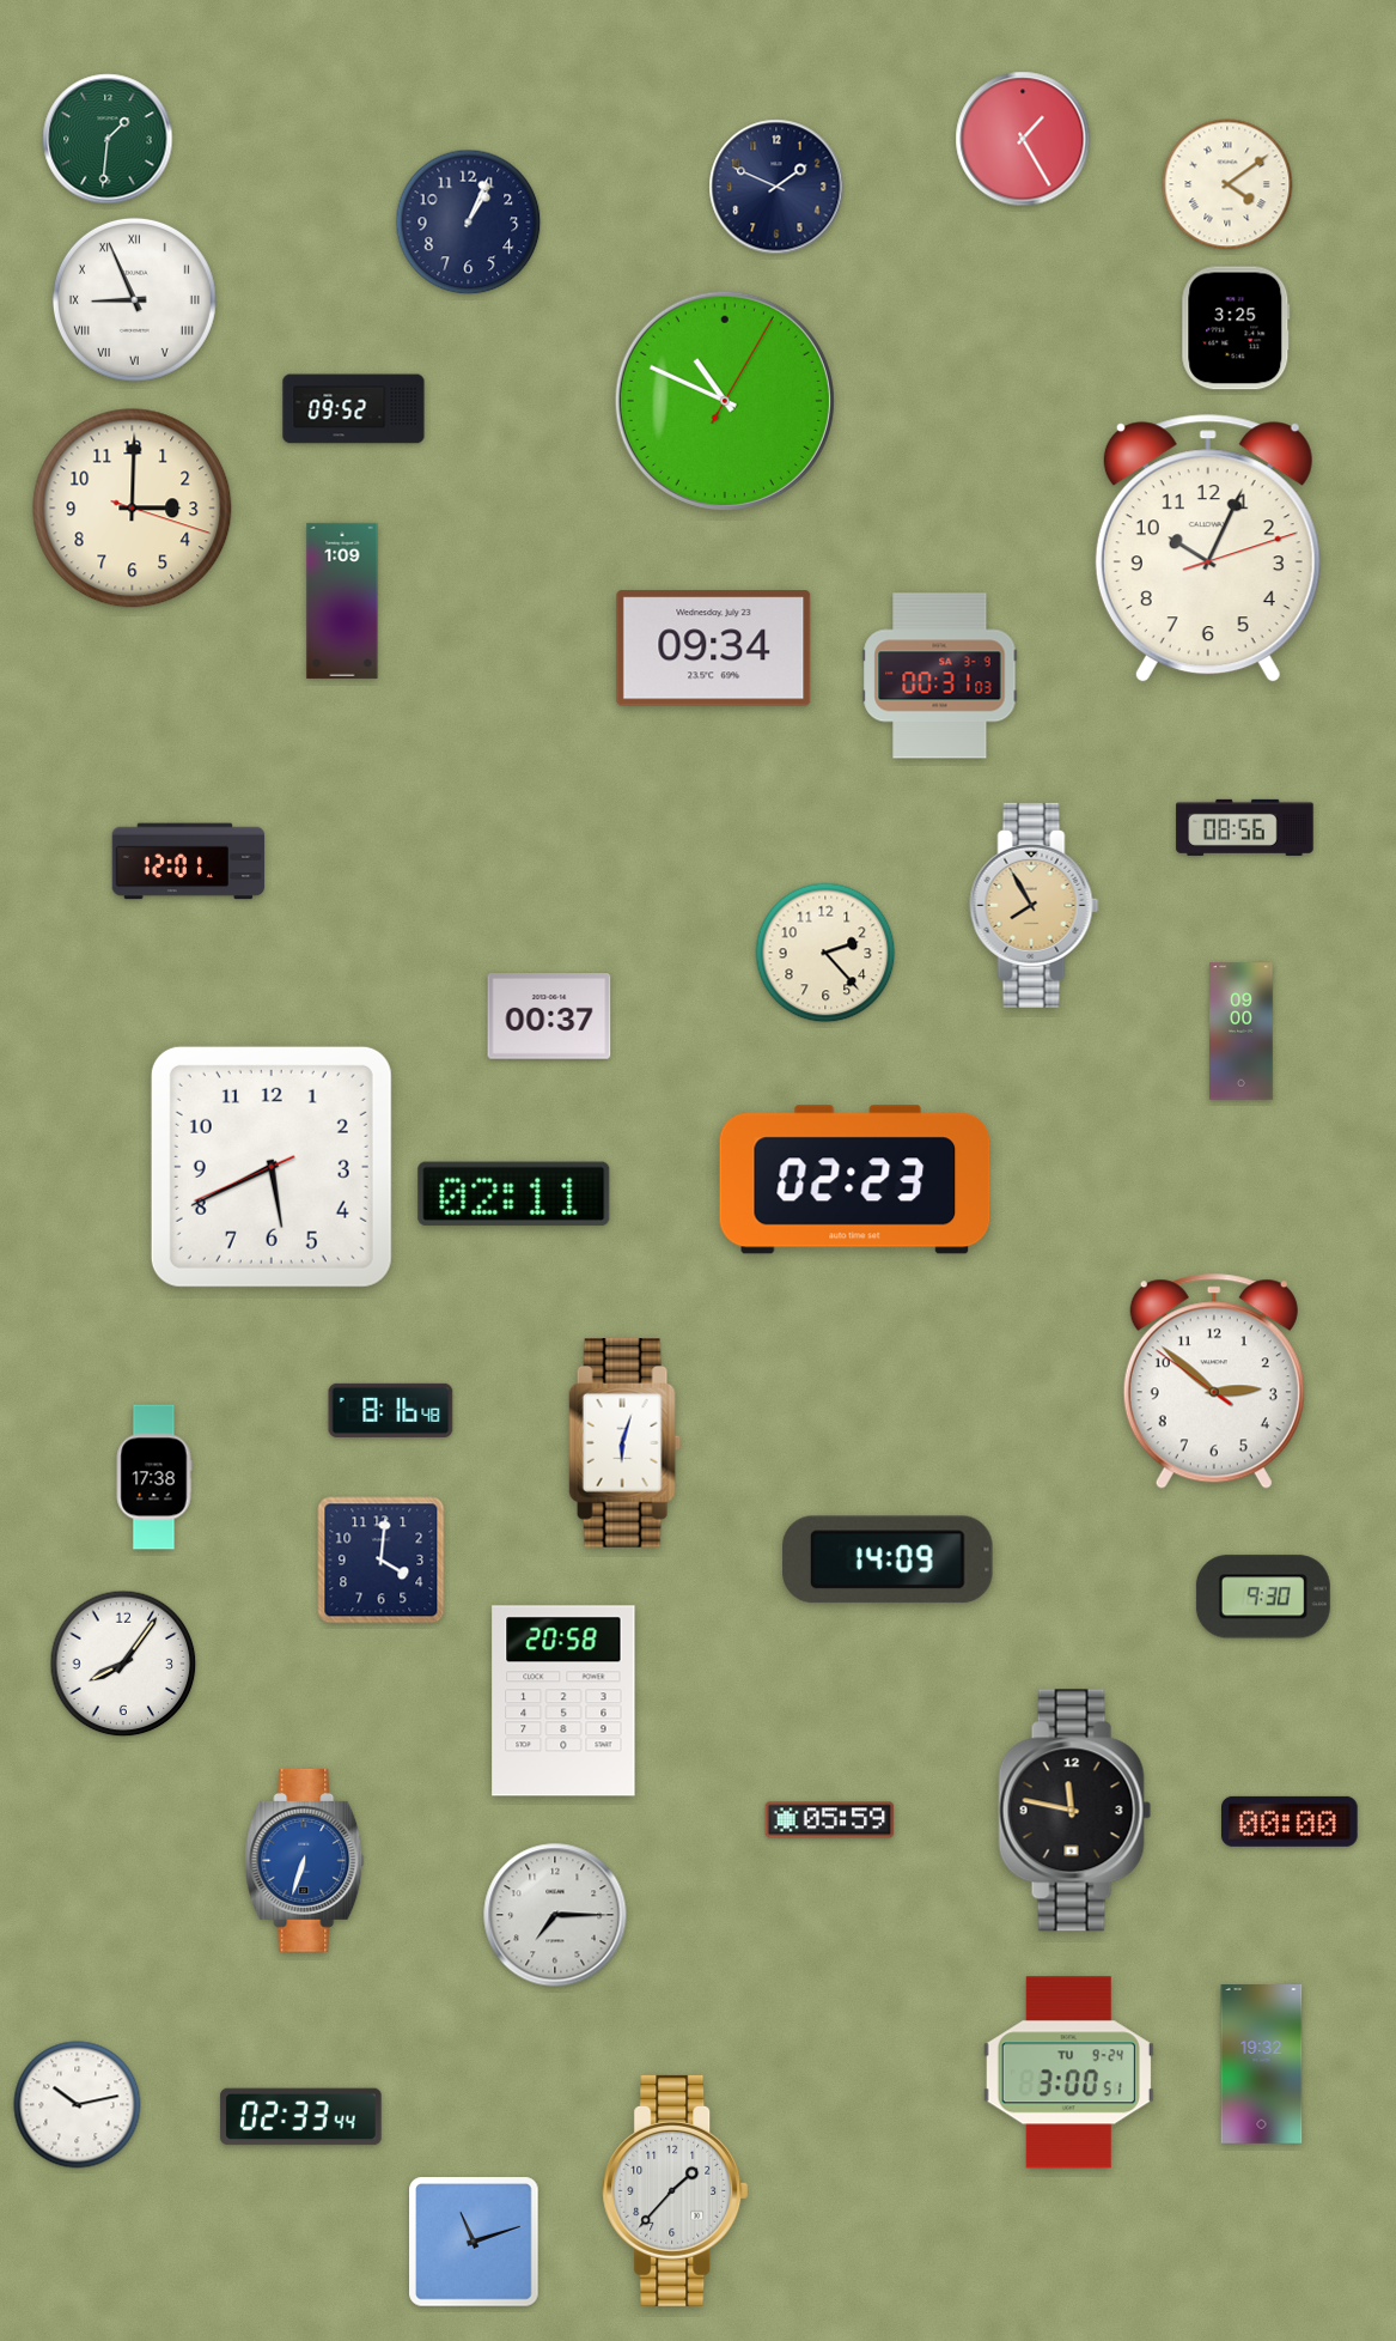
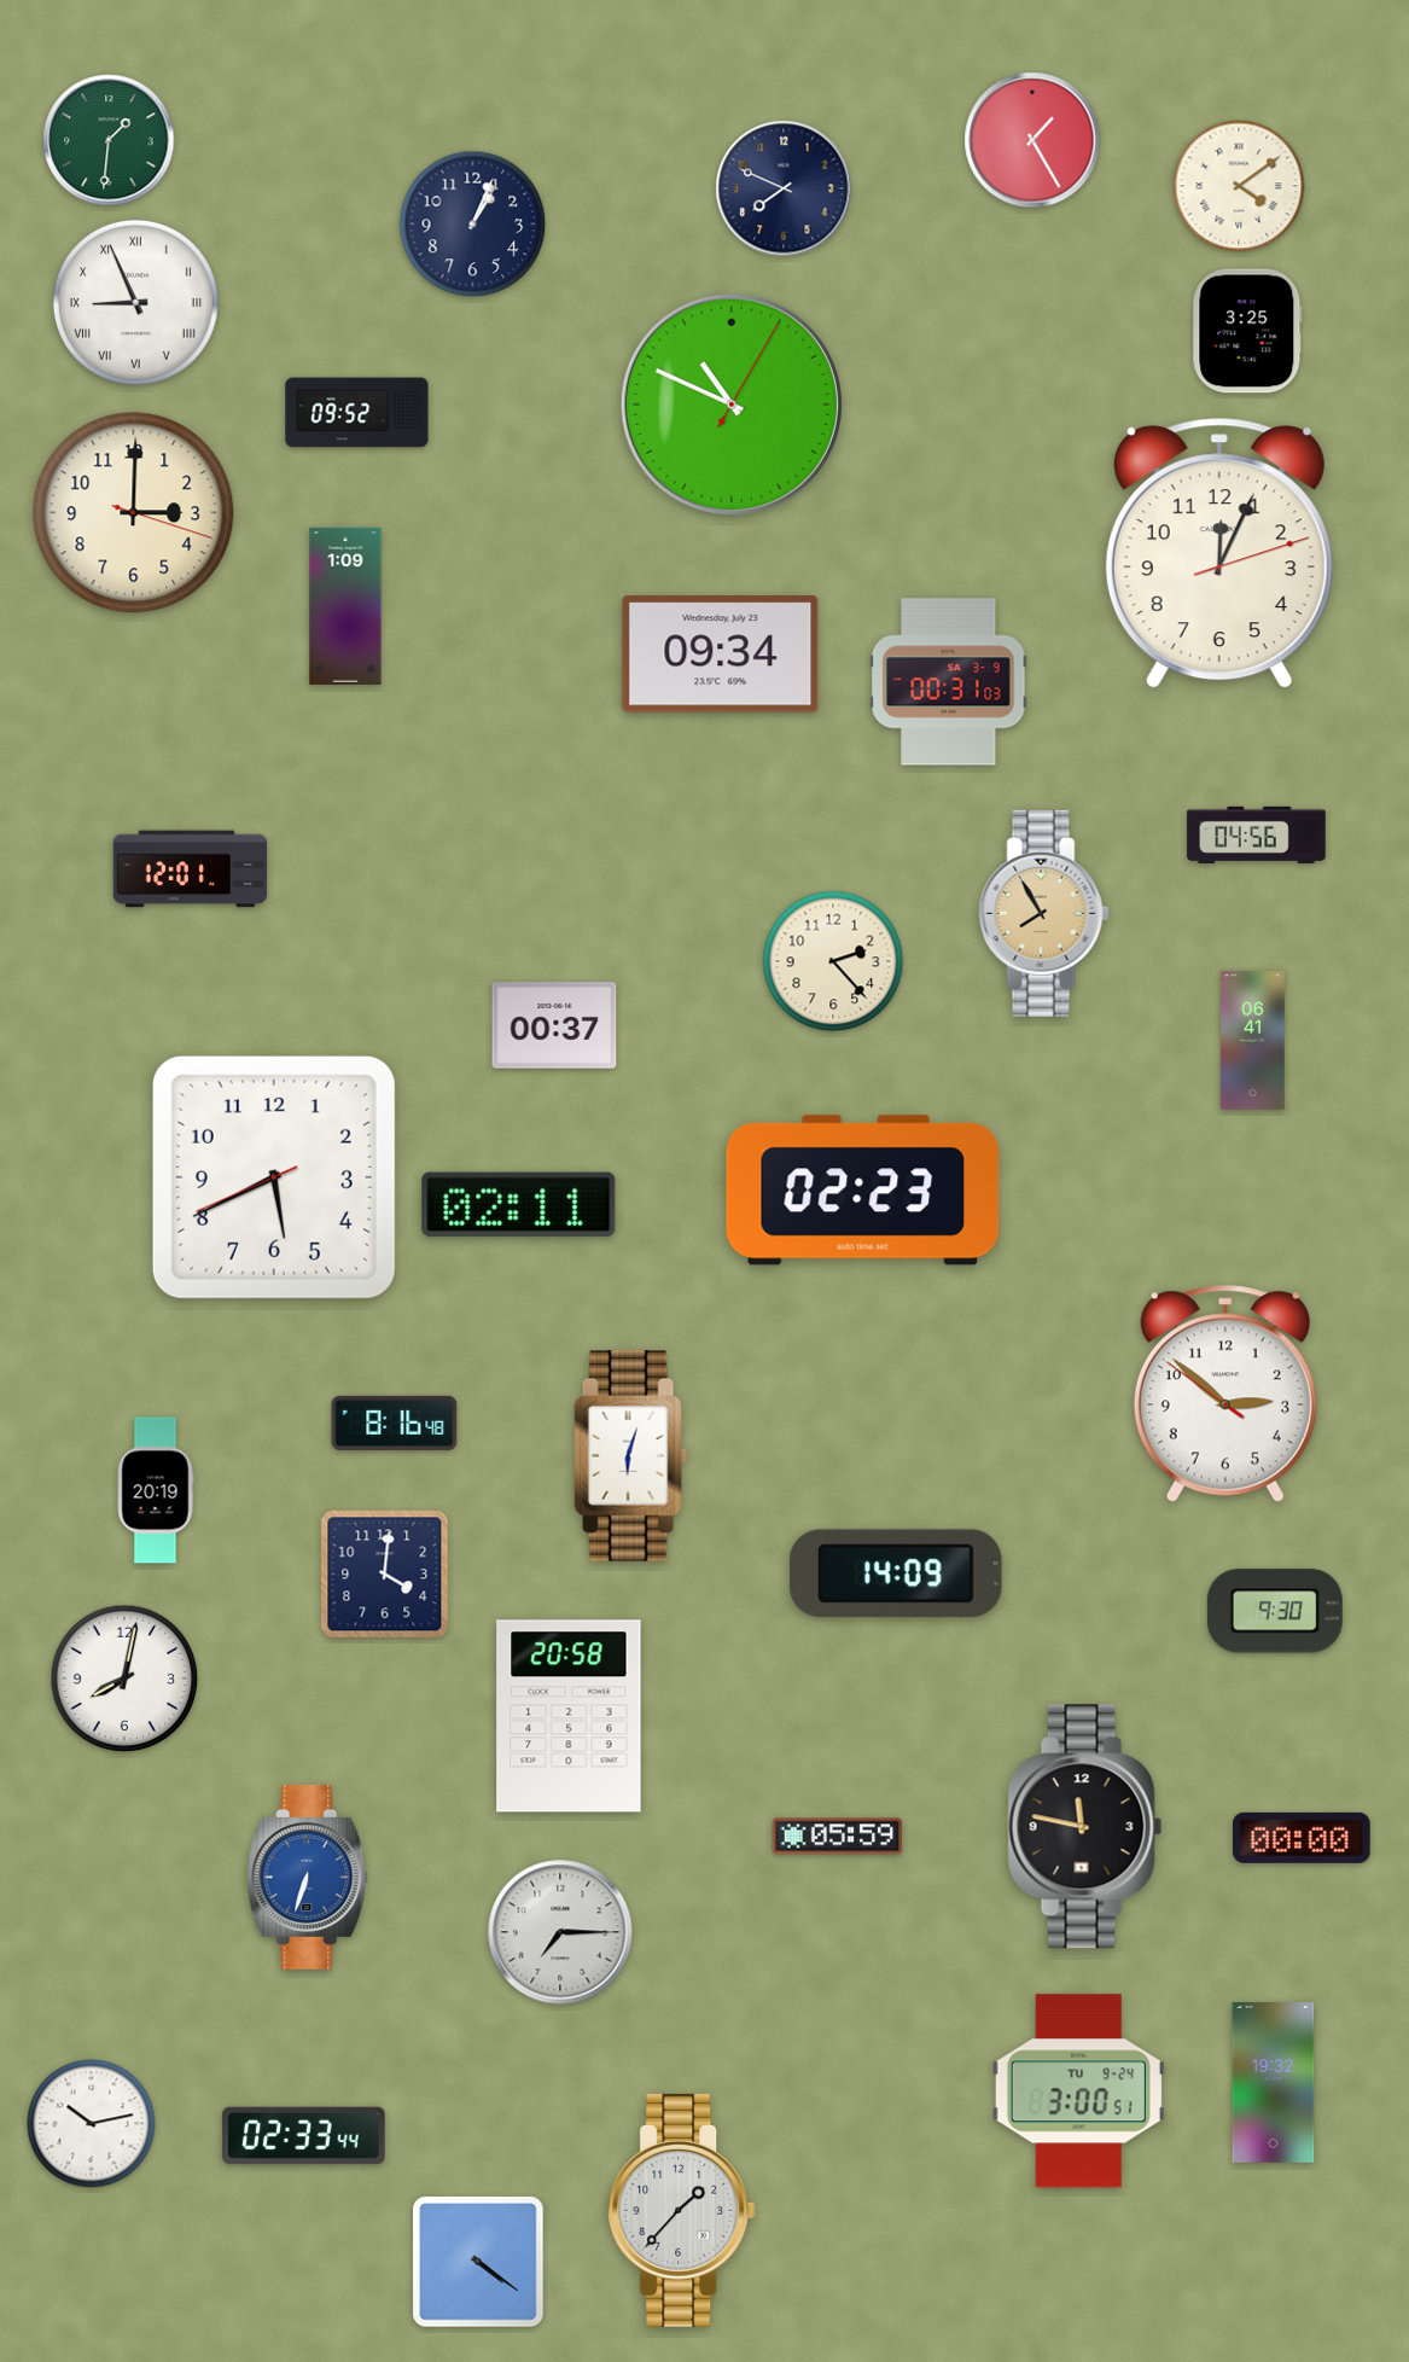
clock at (776, 187): 1:49 -> 7:49
clock at (1208, 549): 10:04 -> 12:04
clock at (1245, 827): 08:56 -> 04:56
clock at (1242, 1032): 09:00 -> 06:41
clock at (154, 1477): 17:38 -> 20:19
clock at (123, 1664): 8:06 -> 8:02
clock at (78, 2105) position: (78, 2105) -> (92, 2124)
clock at (474, 2242): 11:12 -> 4:21
